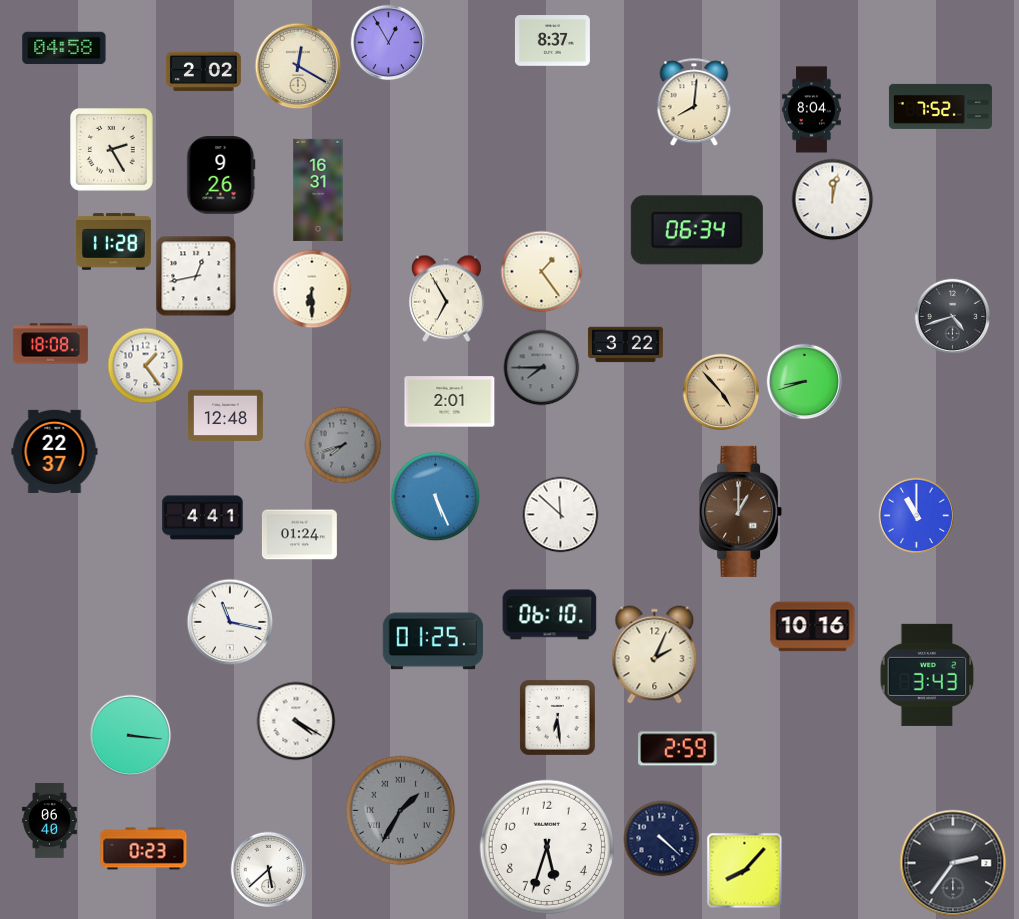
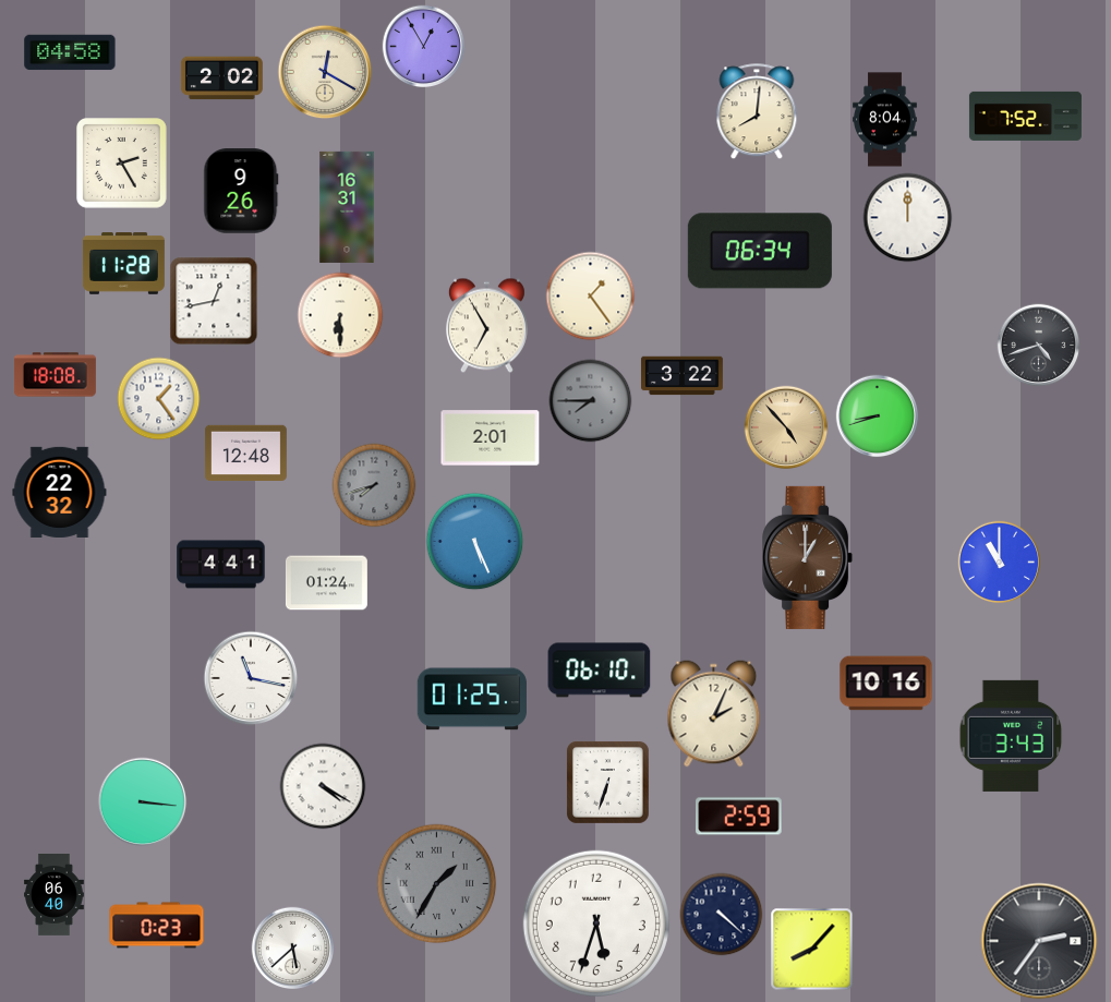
clock at (552, 41): 8:37 -> none
clock at (833, 200): 12:02 -> 12:00
clock at (55, 451): 22:37 -> 22:32
clock at (561, 515): 11:52 -> none
clock at (557, 717): 6:29 -> 6:33
